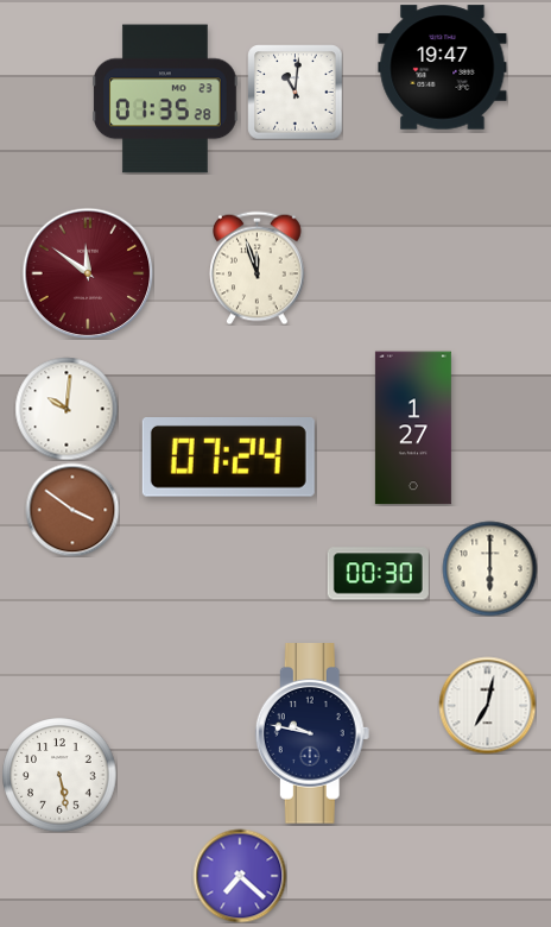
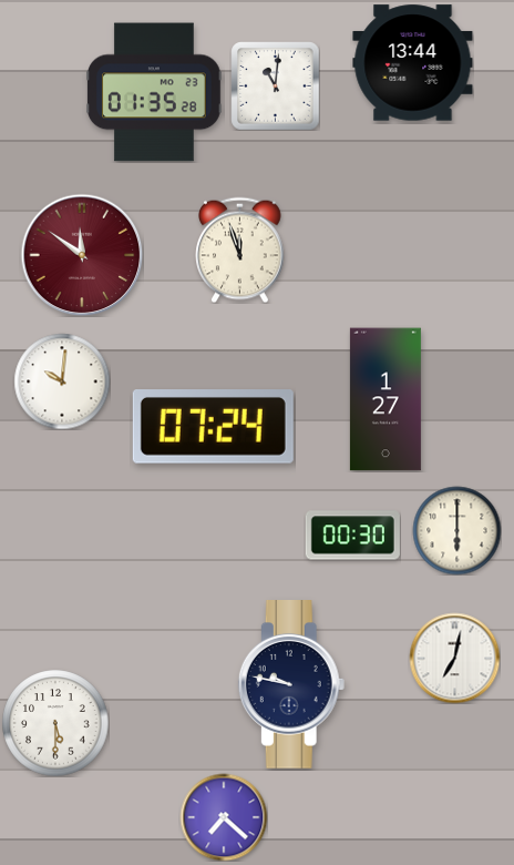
clock at (443, 68): 19:47 -> 13:44
clock at (72, 510): 3:51 -> none
clock at (59, 775): 5:28 -> 5:30
